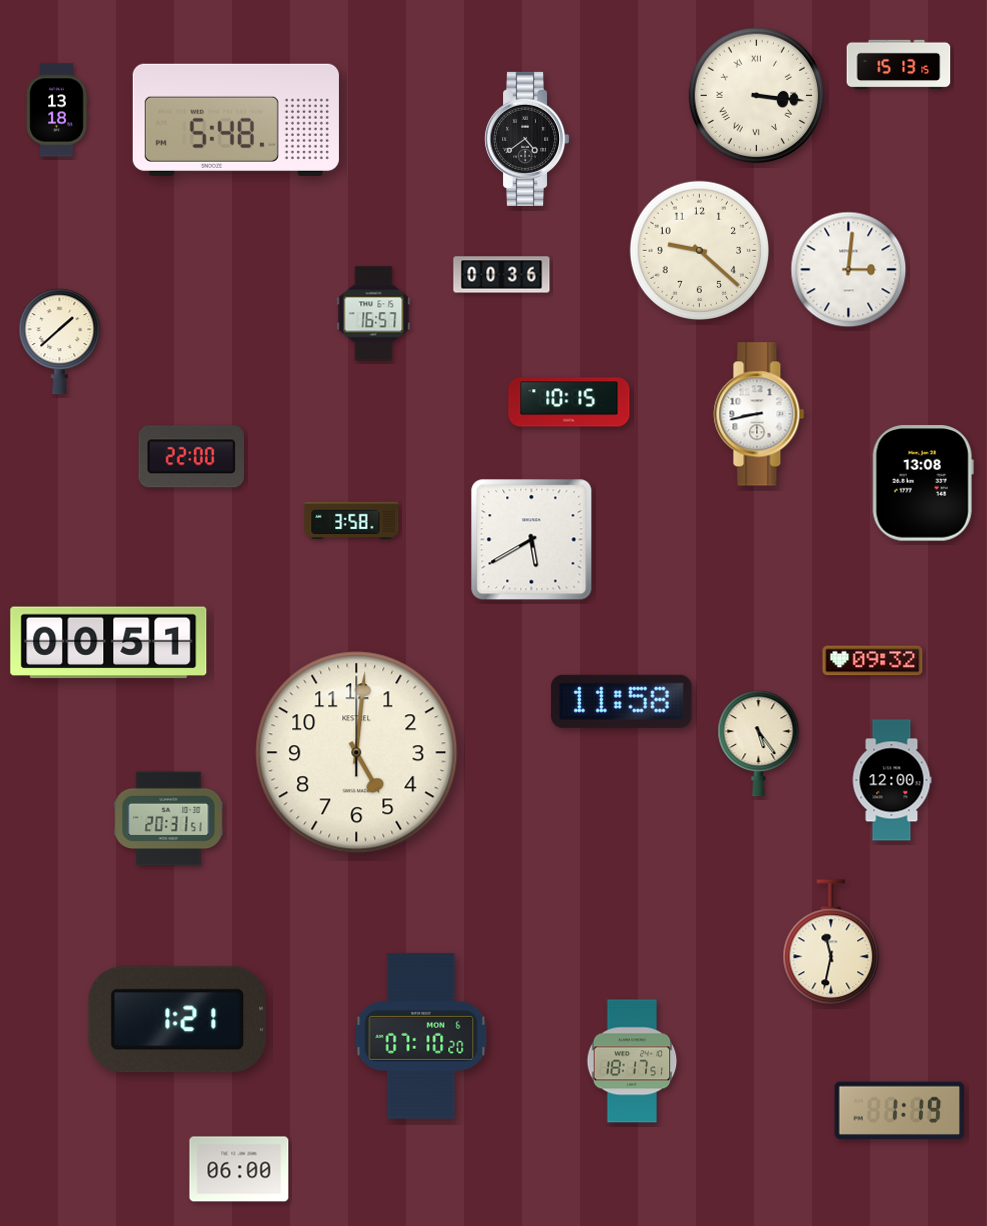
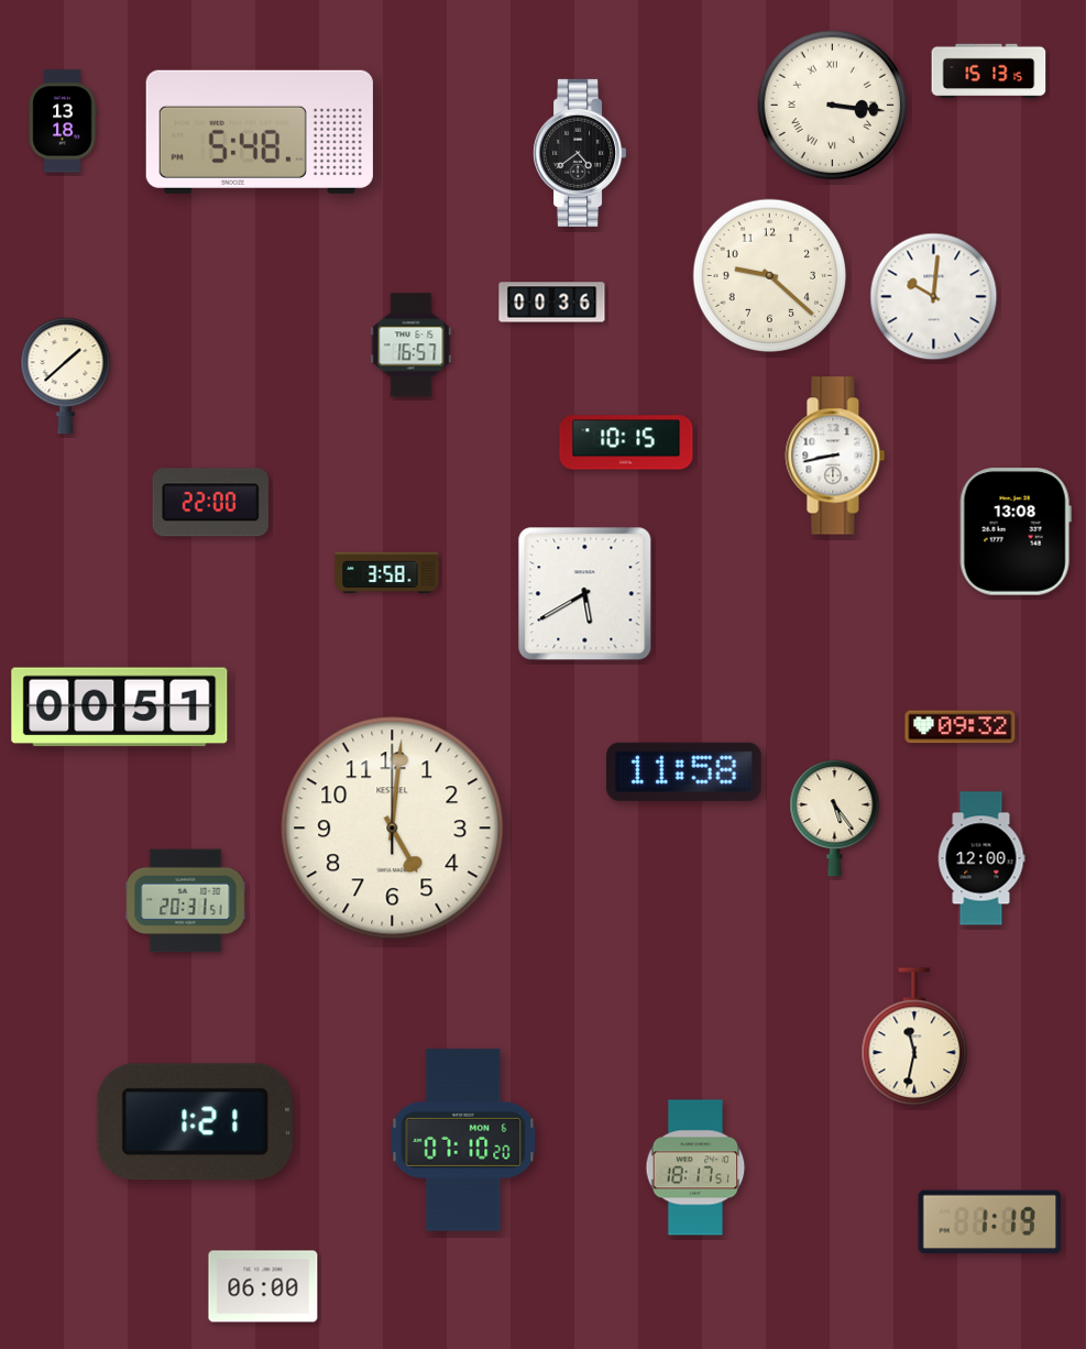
clock at (849, 270): 3:01 -> 10:01
